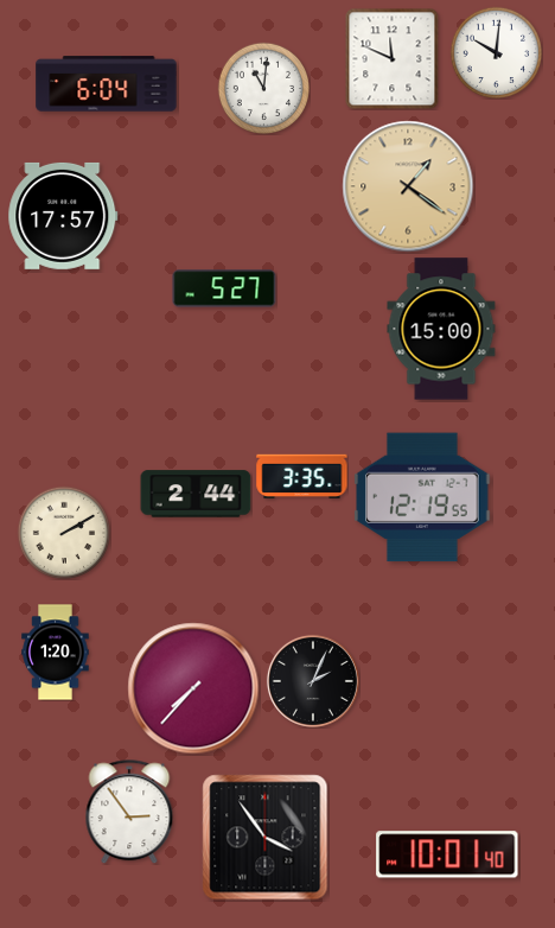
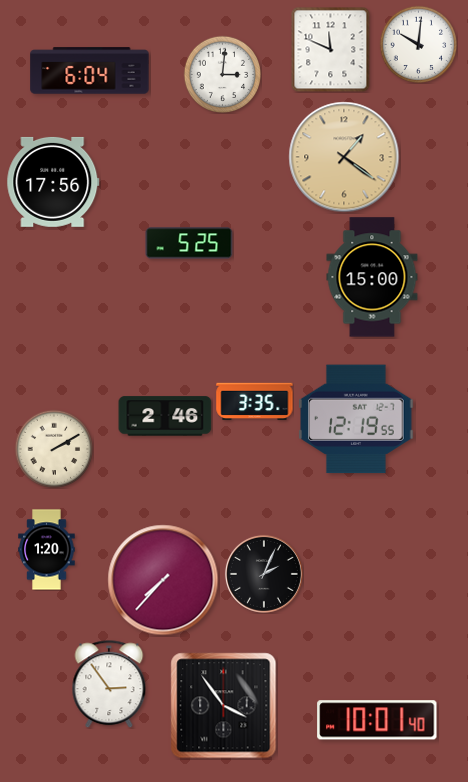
clock at (263, 88): 11:01 -> 3:01
clock at (63, 216): 17:57 -> 17:56
clock at (224, 288): 5:27 -> 5:25
clock at (196, 494): 2:44 -> 2:46
